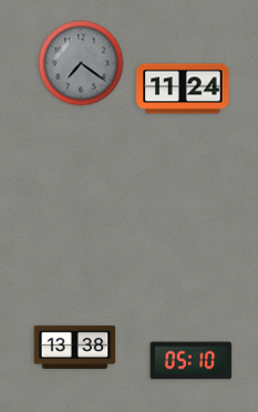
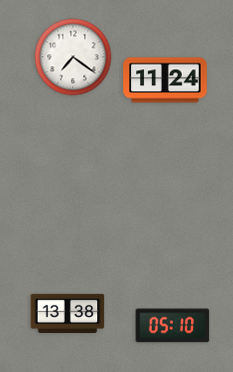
clock at (81, 63) dial: grey -> white
